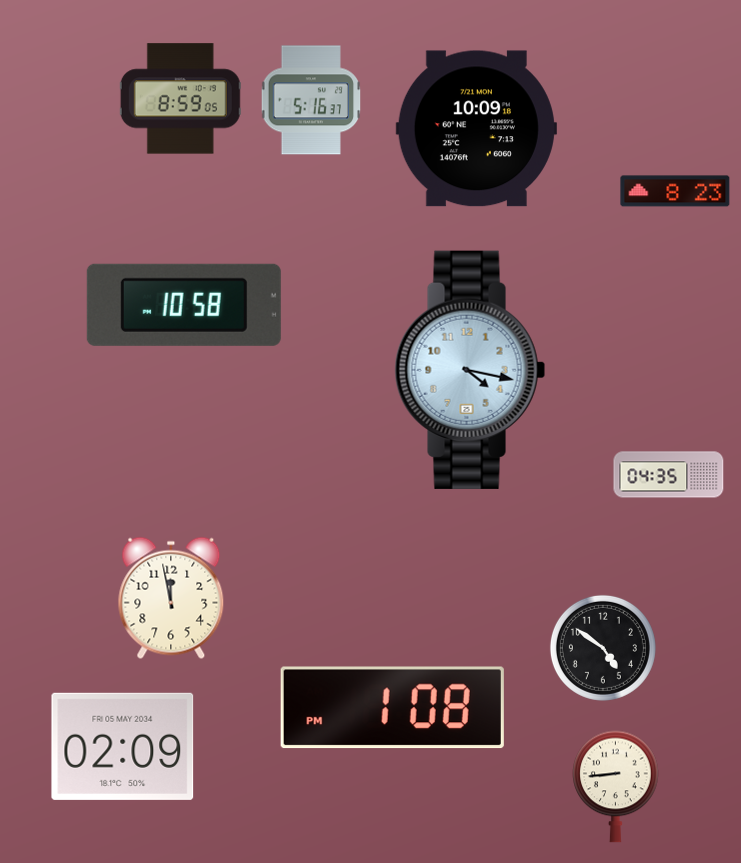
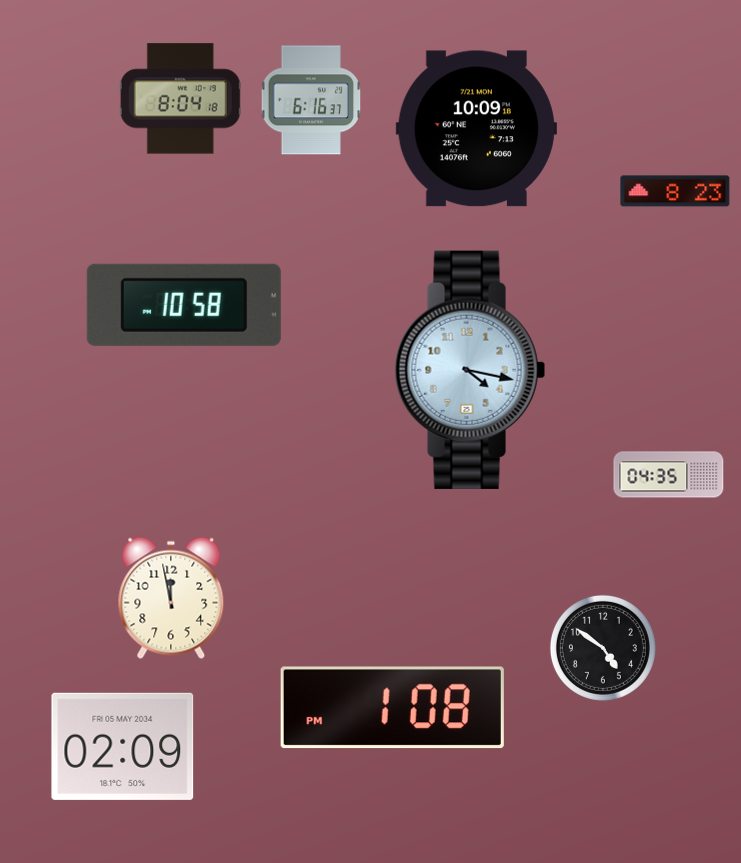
clock at (180, 99): 8:59 -> 8:04
clock at (311, 100): 5:16 -> 6:16
clock at (616, 786): 8:44 -> none
